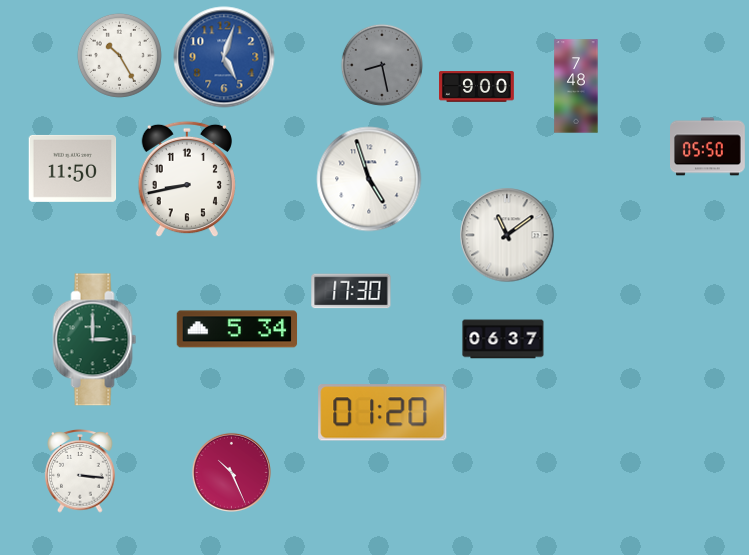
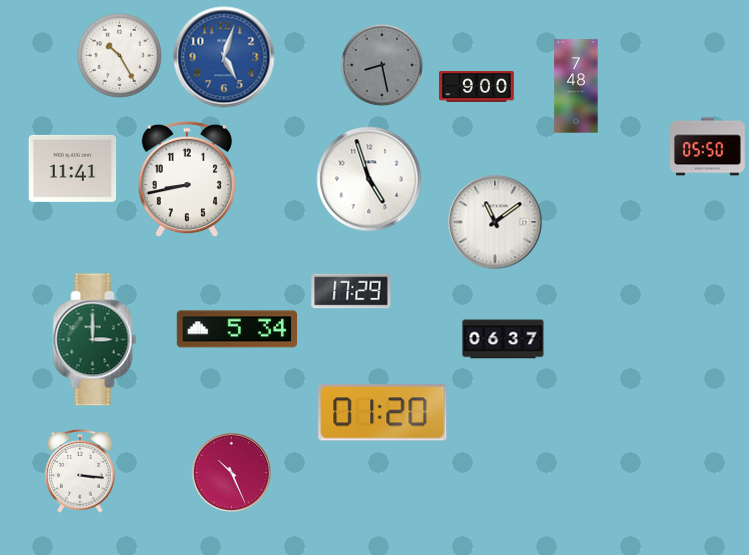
clock at (73, 168): 11:50 -> 11:41
clock at (507, 235) position: (507, 235) -> (495, 222)
clock at (351, 291): 17:30 -> 17:29
